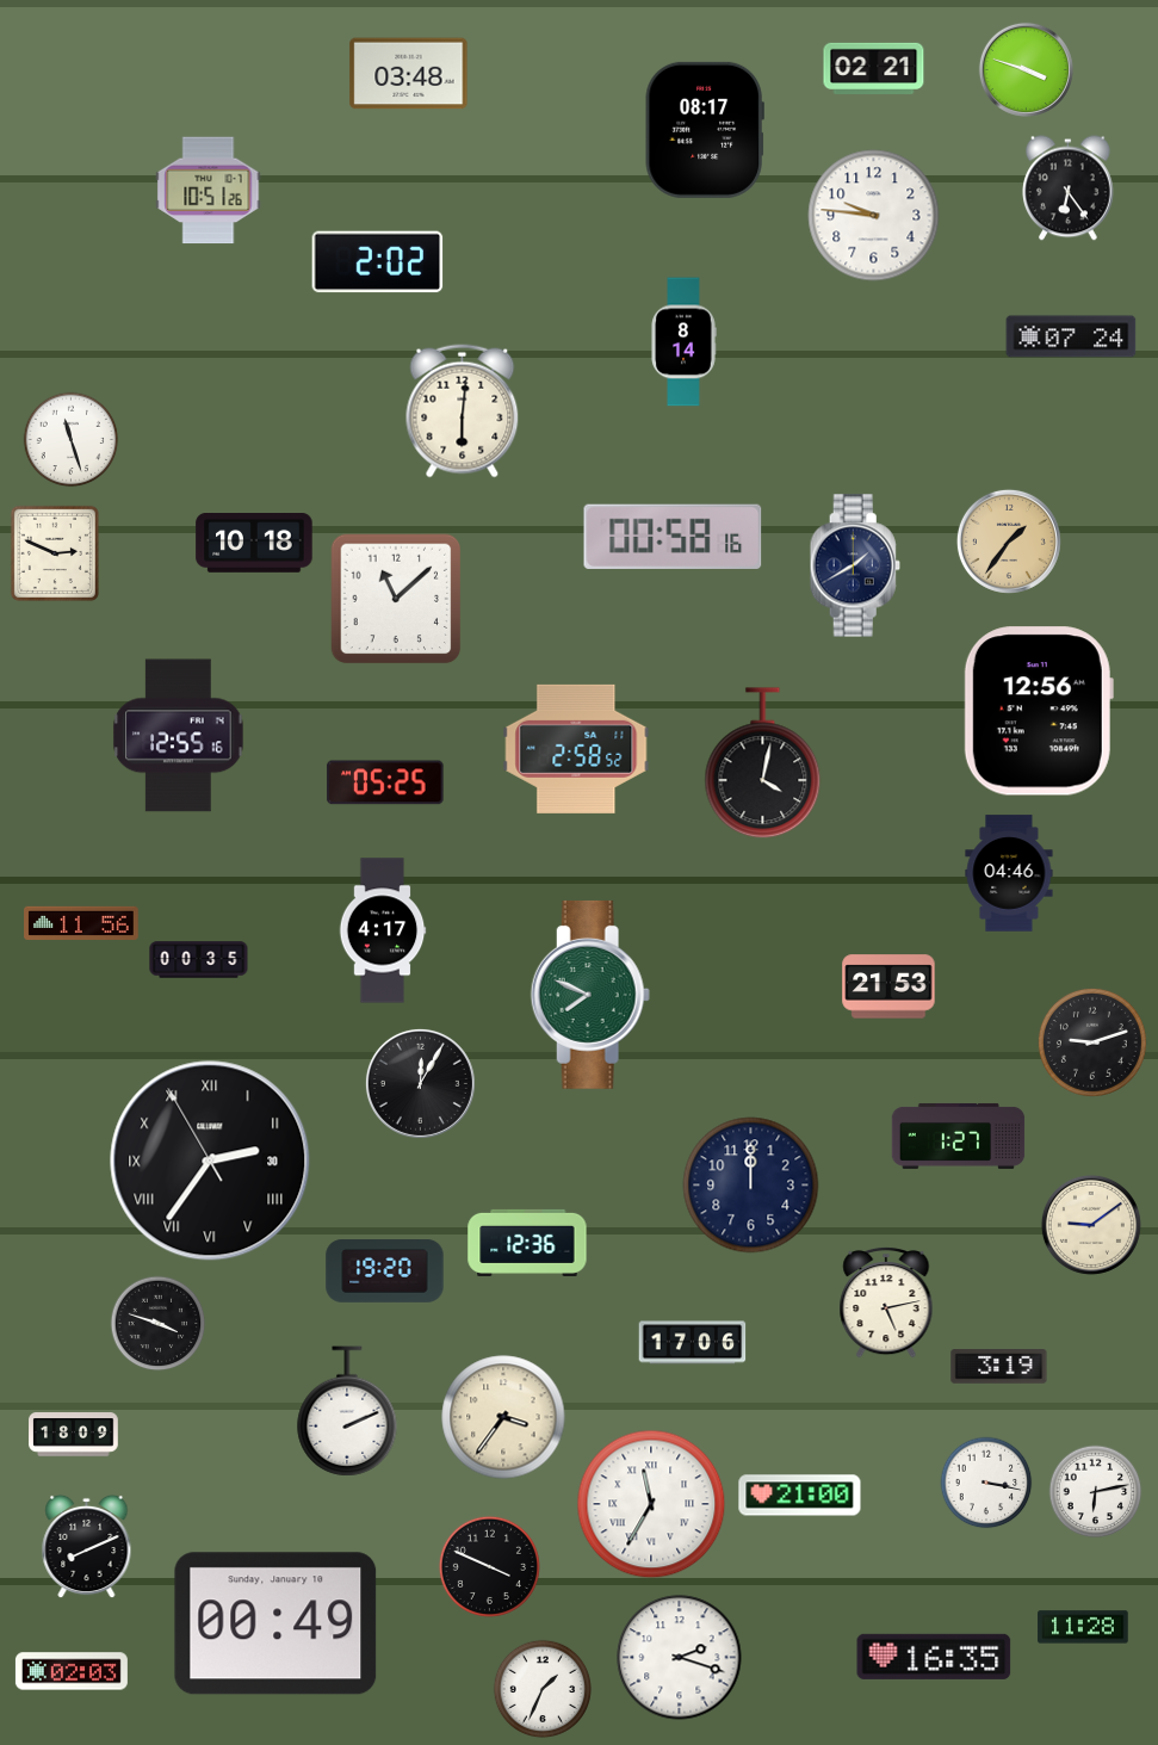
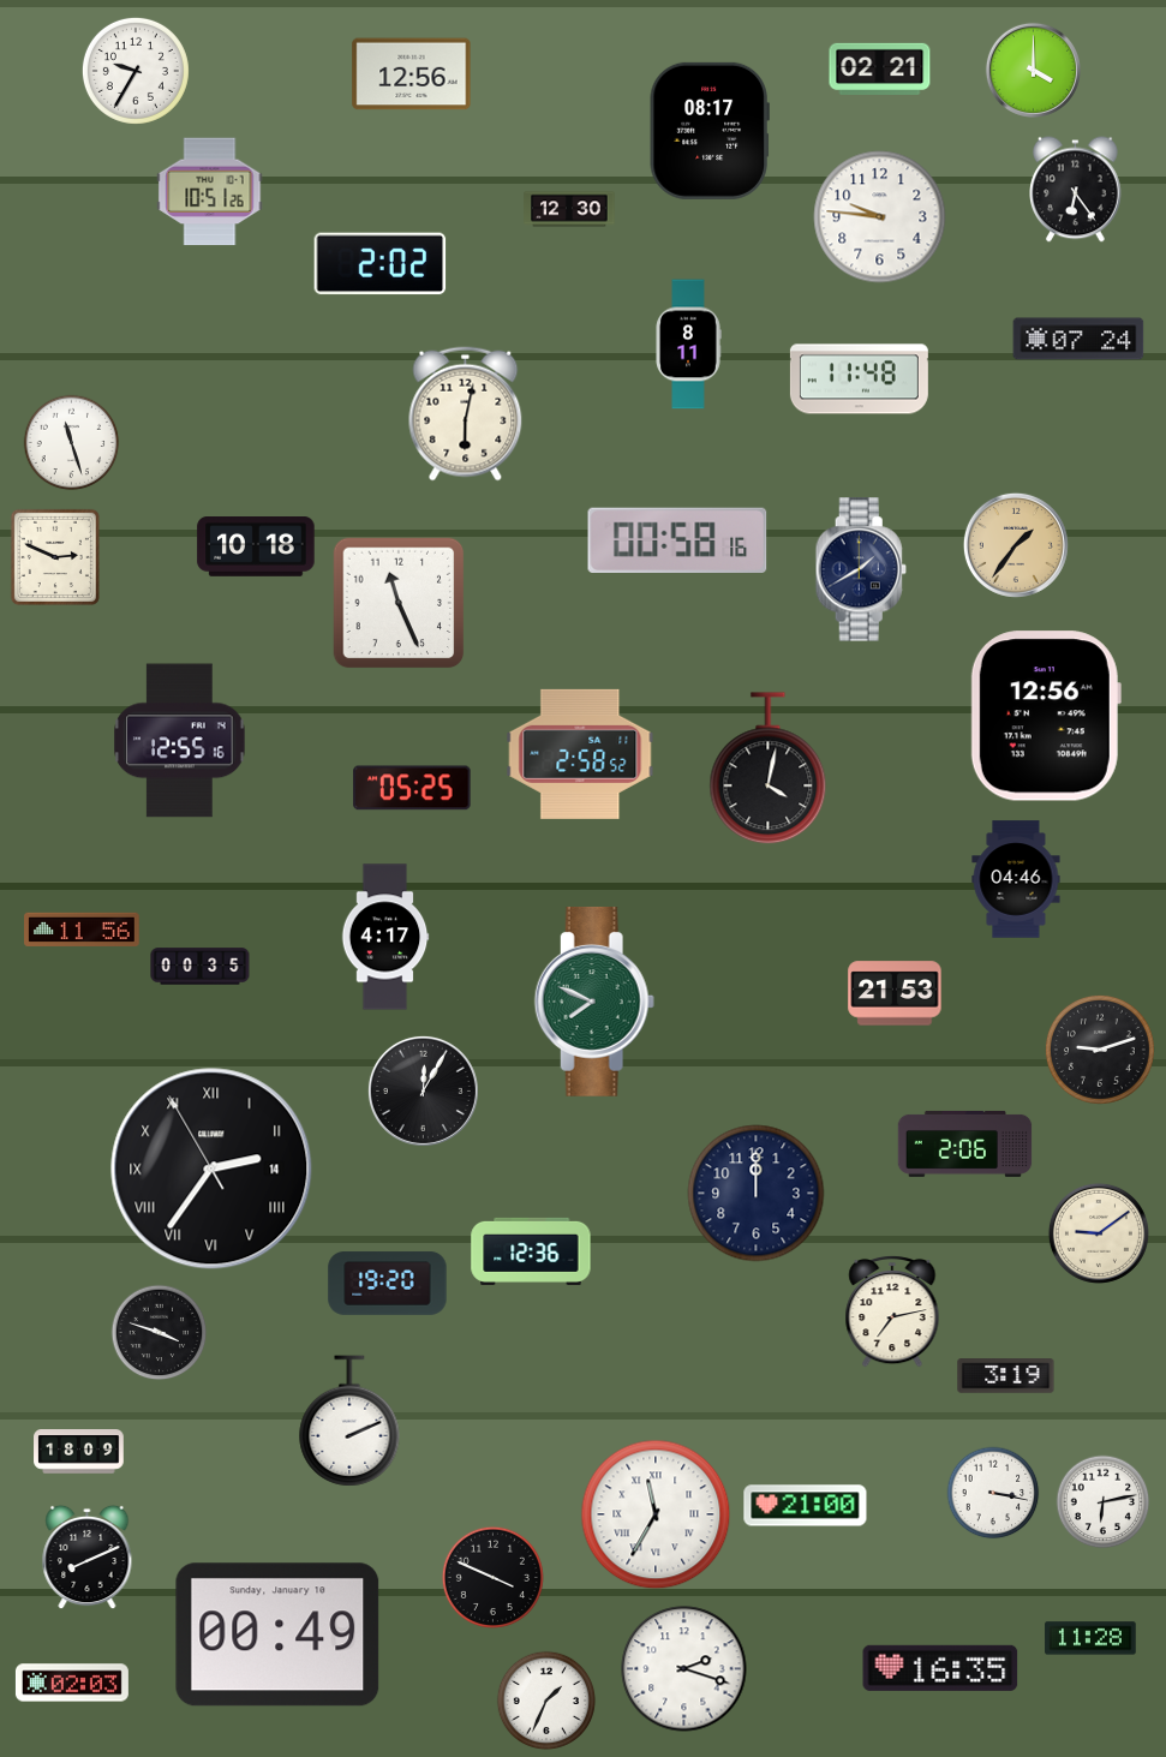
clock at (1026, 69): 3:48 -> 4:00
clock at (136, 71): none -> 9:35
clock at (409, 74): 03:48 -> 12:56
clock at (569, 209): none -> 12:30
clock at (683, 342): 8:14 -> 8:11
clock at (859, 380): none -> 11:48
clock at (463, 412): 6:01 -> 6:02
clock at (396, 599): 11:08 -> 11:26
clock at (385, 782) position: (385, 782) -> (412, 788)
clock at (959, 1136): 1:27 -> 2:06
clock at (210, 1161) date: 30 -> 14
clock at (385, 1271) position: (385, 1271) -> (388, 1284)
clock at (886, 1302): 5:13 -> 7:13
clock at (693, 1343): 17:06 -> none
clock at (503, 1417): 3:36 -> none
clock at (74, 1435) position: (74, 1435) -> (79, 1452)
